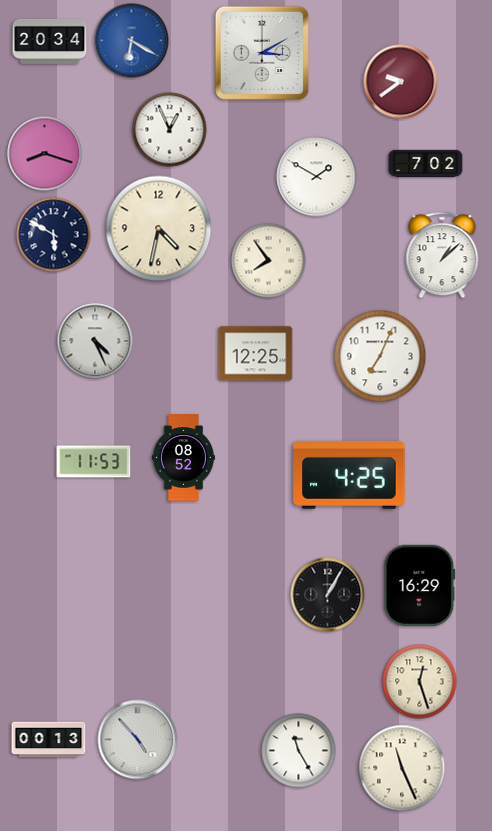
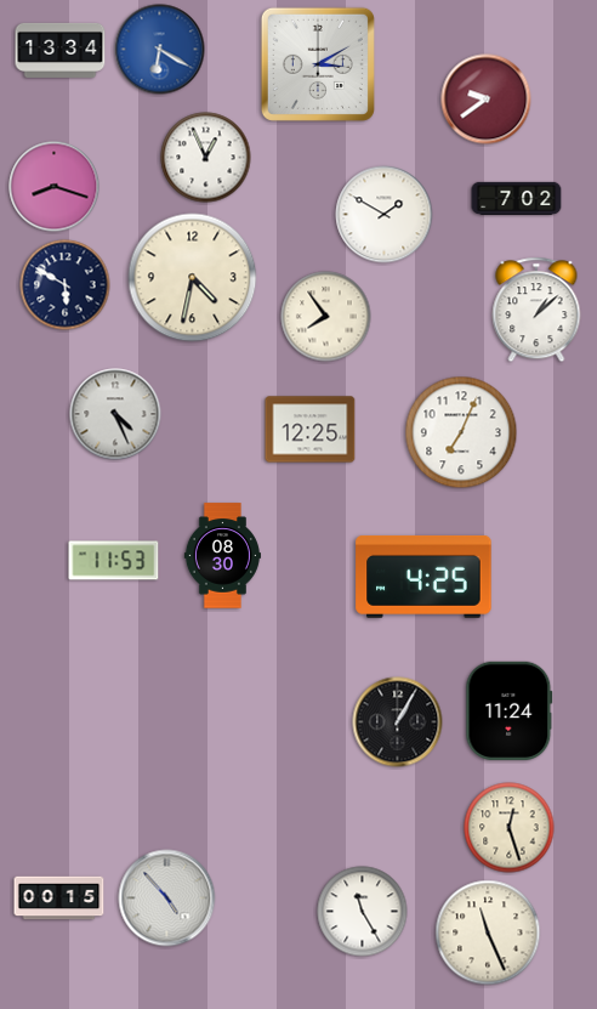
clock at (50, 41): 20:34 -> 13:34
clock at (183, 458): 08:52 -> 08:30
clock at (420, 585): 16:29 -> 11:24
clock at (49, 740): 00:13 -> 00:15
